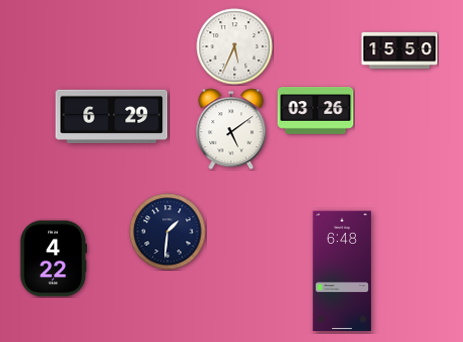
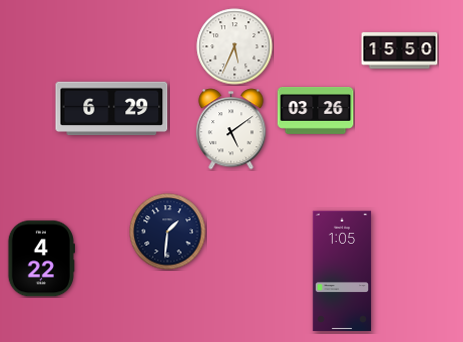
clock at (112, 117) position: (112, 117) -> (112, 109)
clock at (52, 259) position: (52, 259) -> (40, 259)
clock at (342, 271): 6:48 -> 1:05
